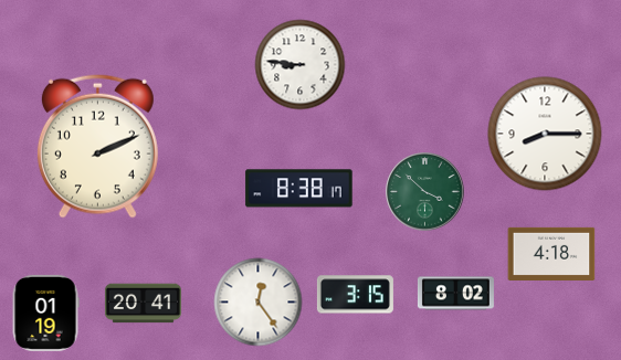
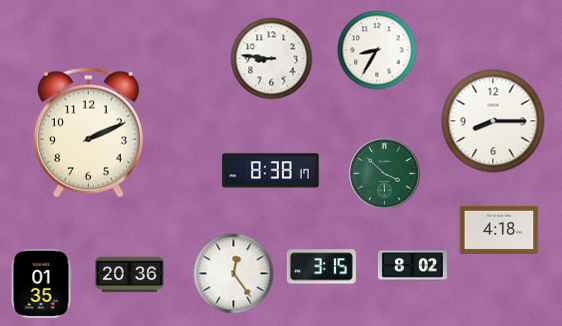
clock at (377, 50): none -> 8:35
clock at (143, 304): 20:41 -> 20:36
clock at (45, 313): 01:19 -> 01:35
